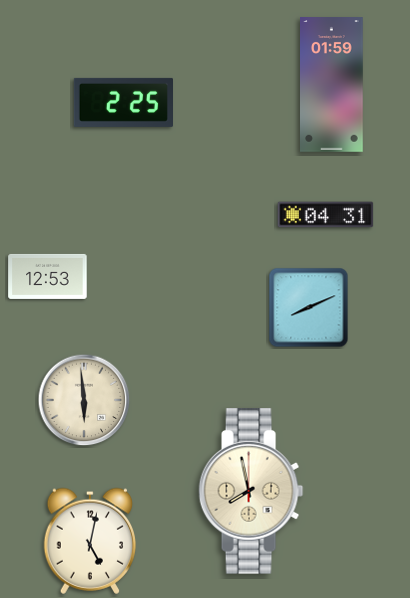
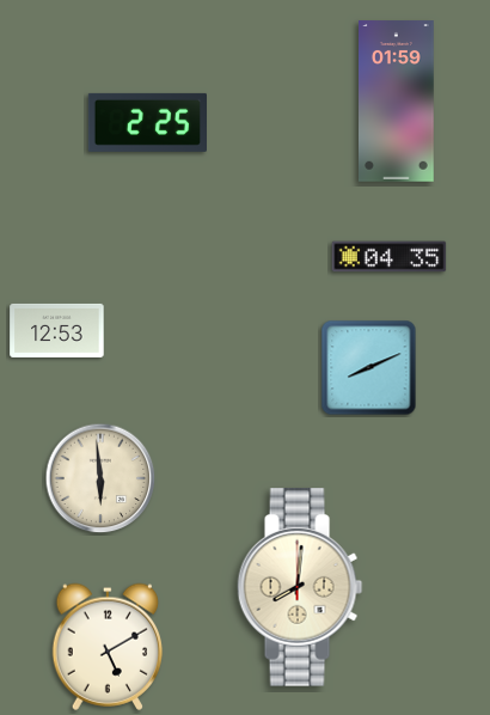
clock at (326, 215): 04:31 -> 04:35
clock at (251, 491): 7:58 -> 8:01
clock at (90, 541): 5:02 -> 5:10
